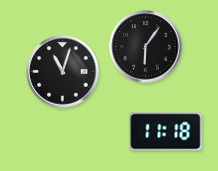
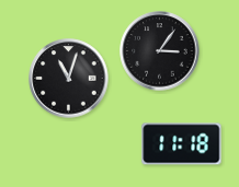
clock at (146, 47): 6:06 -> 3:06
